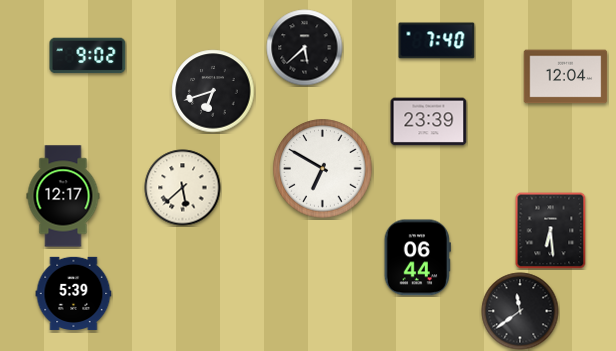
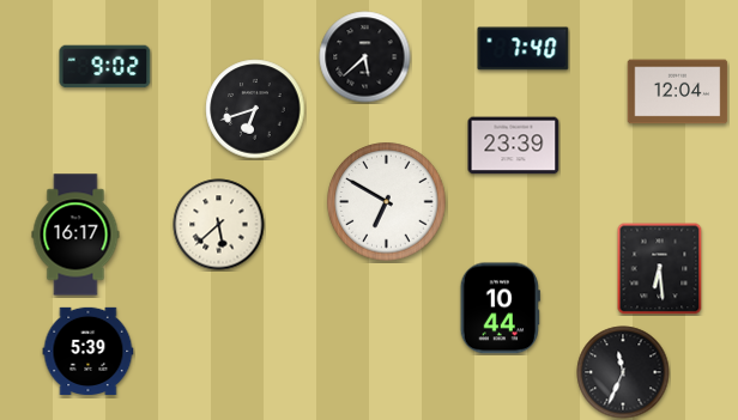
clock at (63, 196): 12:17 -> 16:17
clock at (551, 230) position: (551, 230) -> (660, 268)
clock at (417, 258): 06:44 -> 10:44
clock at (520, 311): 11:39 -> 11:34
